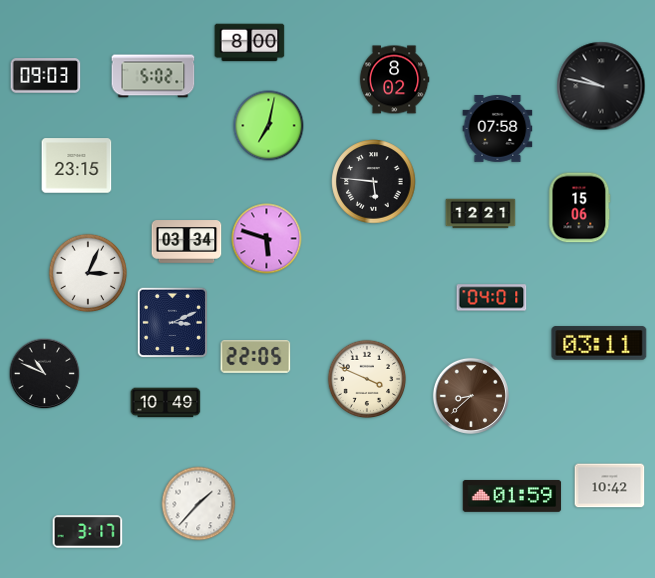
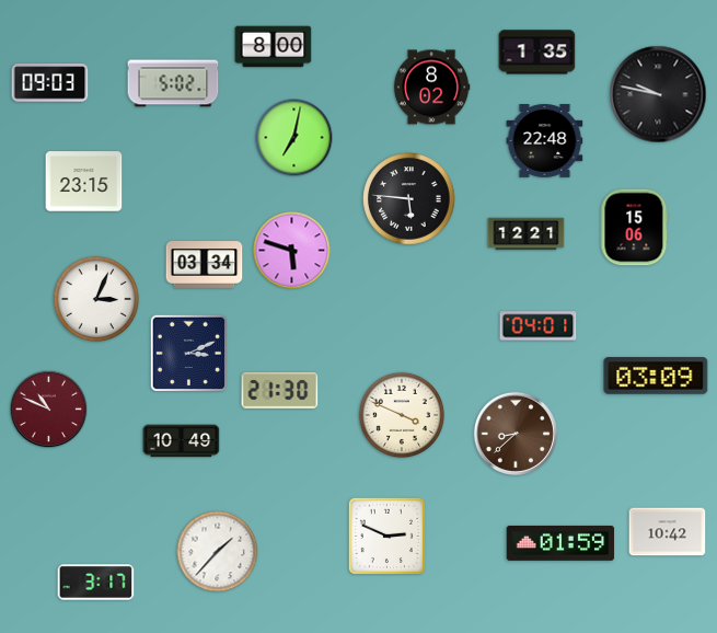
clock at (537, 53): none -> 1:35
clock at (153, 76) position: (153, 76) -> (173, 83)
clock at (498, 129): 07:58 -> 22:48
clock at (267, 239) position: (267, 239) -> (292, 251)
clock at (599, 343): 03:11 -> 03:09
clock at (256, 357): 22:05 -> 21:30
clock at (45, 374) dial: black -> burgundy
clock at (386, 536): none -> 2:49
